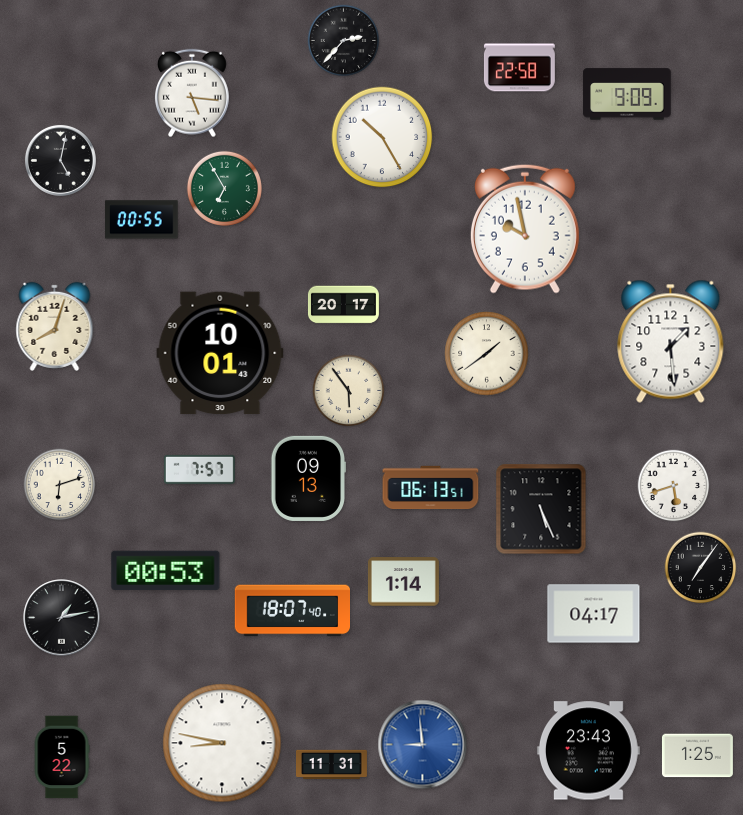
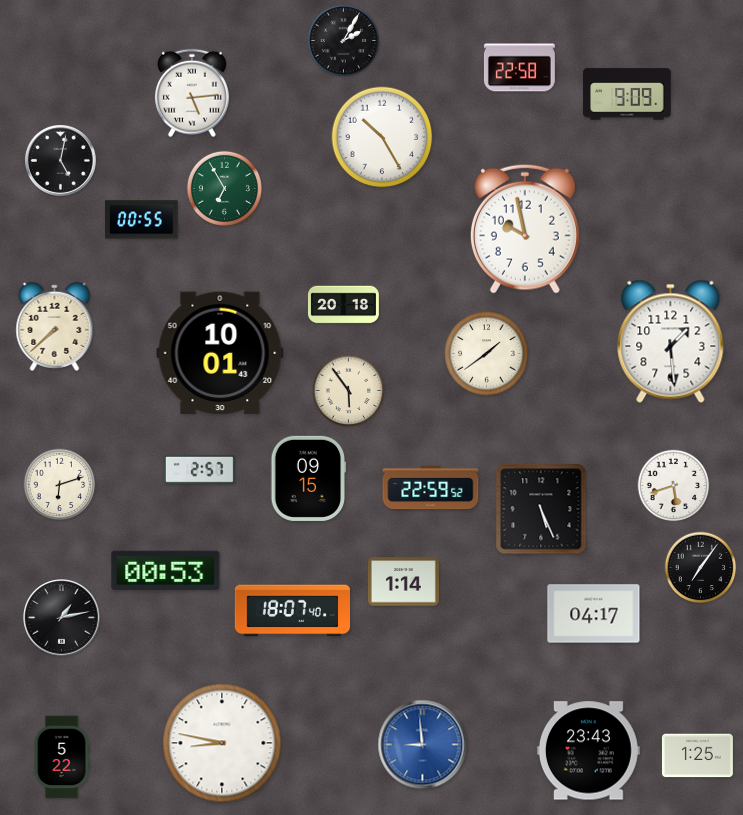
clock at (344, 41): 2:37 -> 2:05
clock at (192, 93): 5:16 -> 5:14
clock at (343, 305): 20:17 -> 20:18
clock at (55, 326): 8:03 -> 7:38
clock at (199, 469): 7:57 -> 2:57
clock at (308, 478): 09:13 -> 09:15
clock at (431, 488): 06:13 -> 22:59
clock at (332, 765): 11:31 -> none
